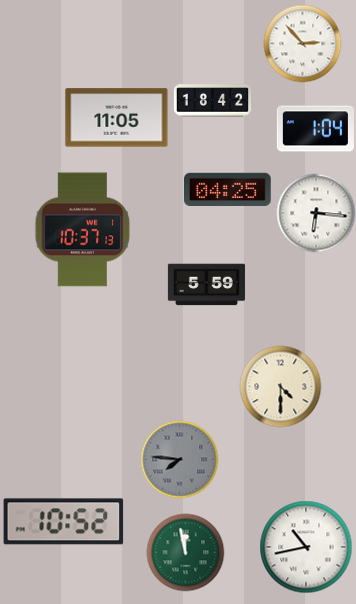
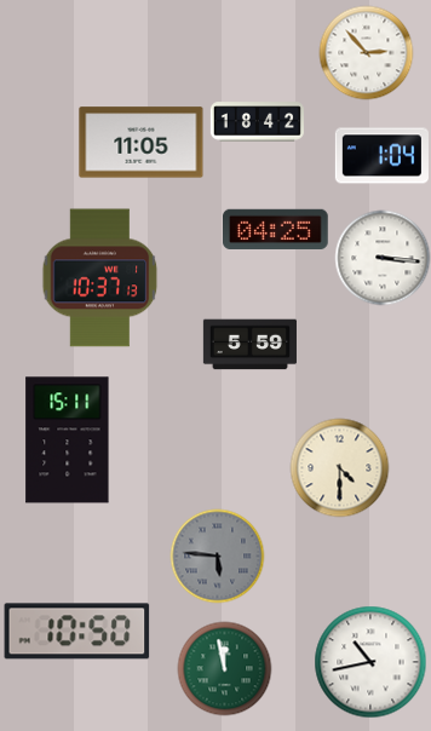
clock at (316, 213): 6:16 -> 3:16
clock at (68, 441): none -> 15:11
clock at (179, 459): 7:46 -> 5:46
clock at (64, 522): 10:52 -> 10:50
